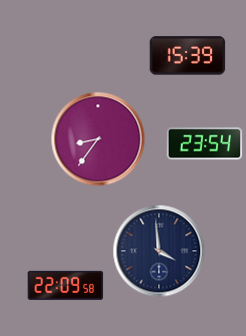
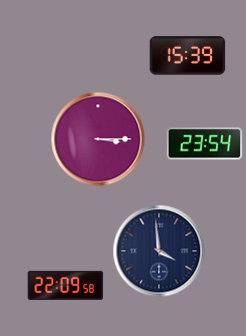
clock at (98, 139): 8:36 -> 3:15
